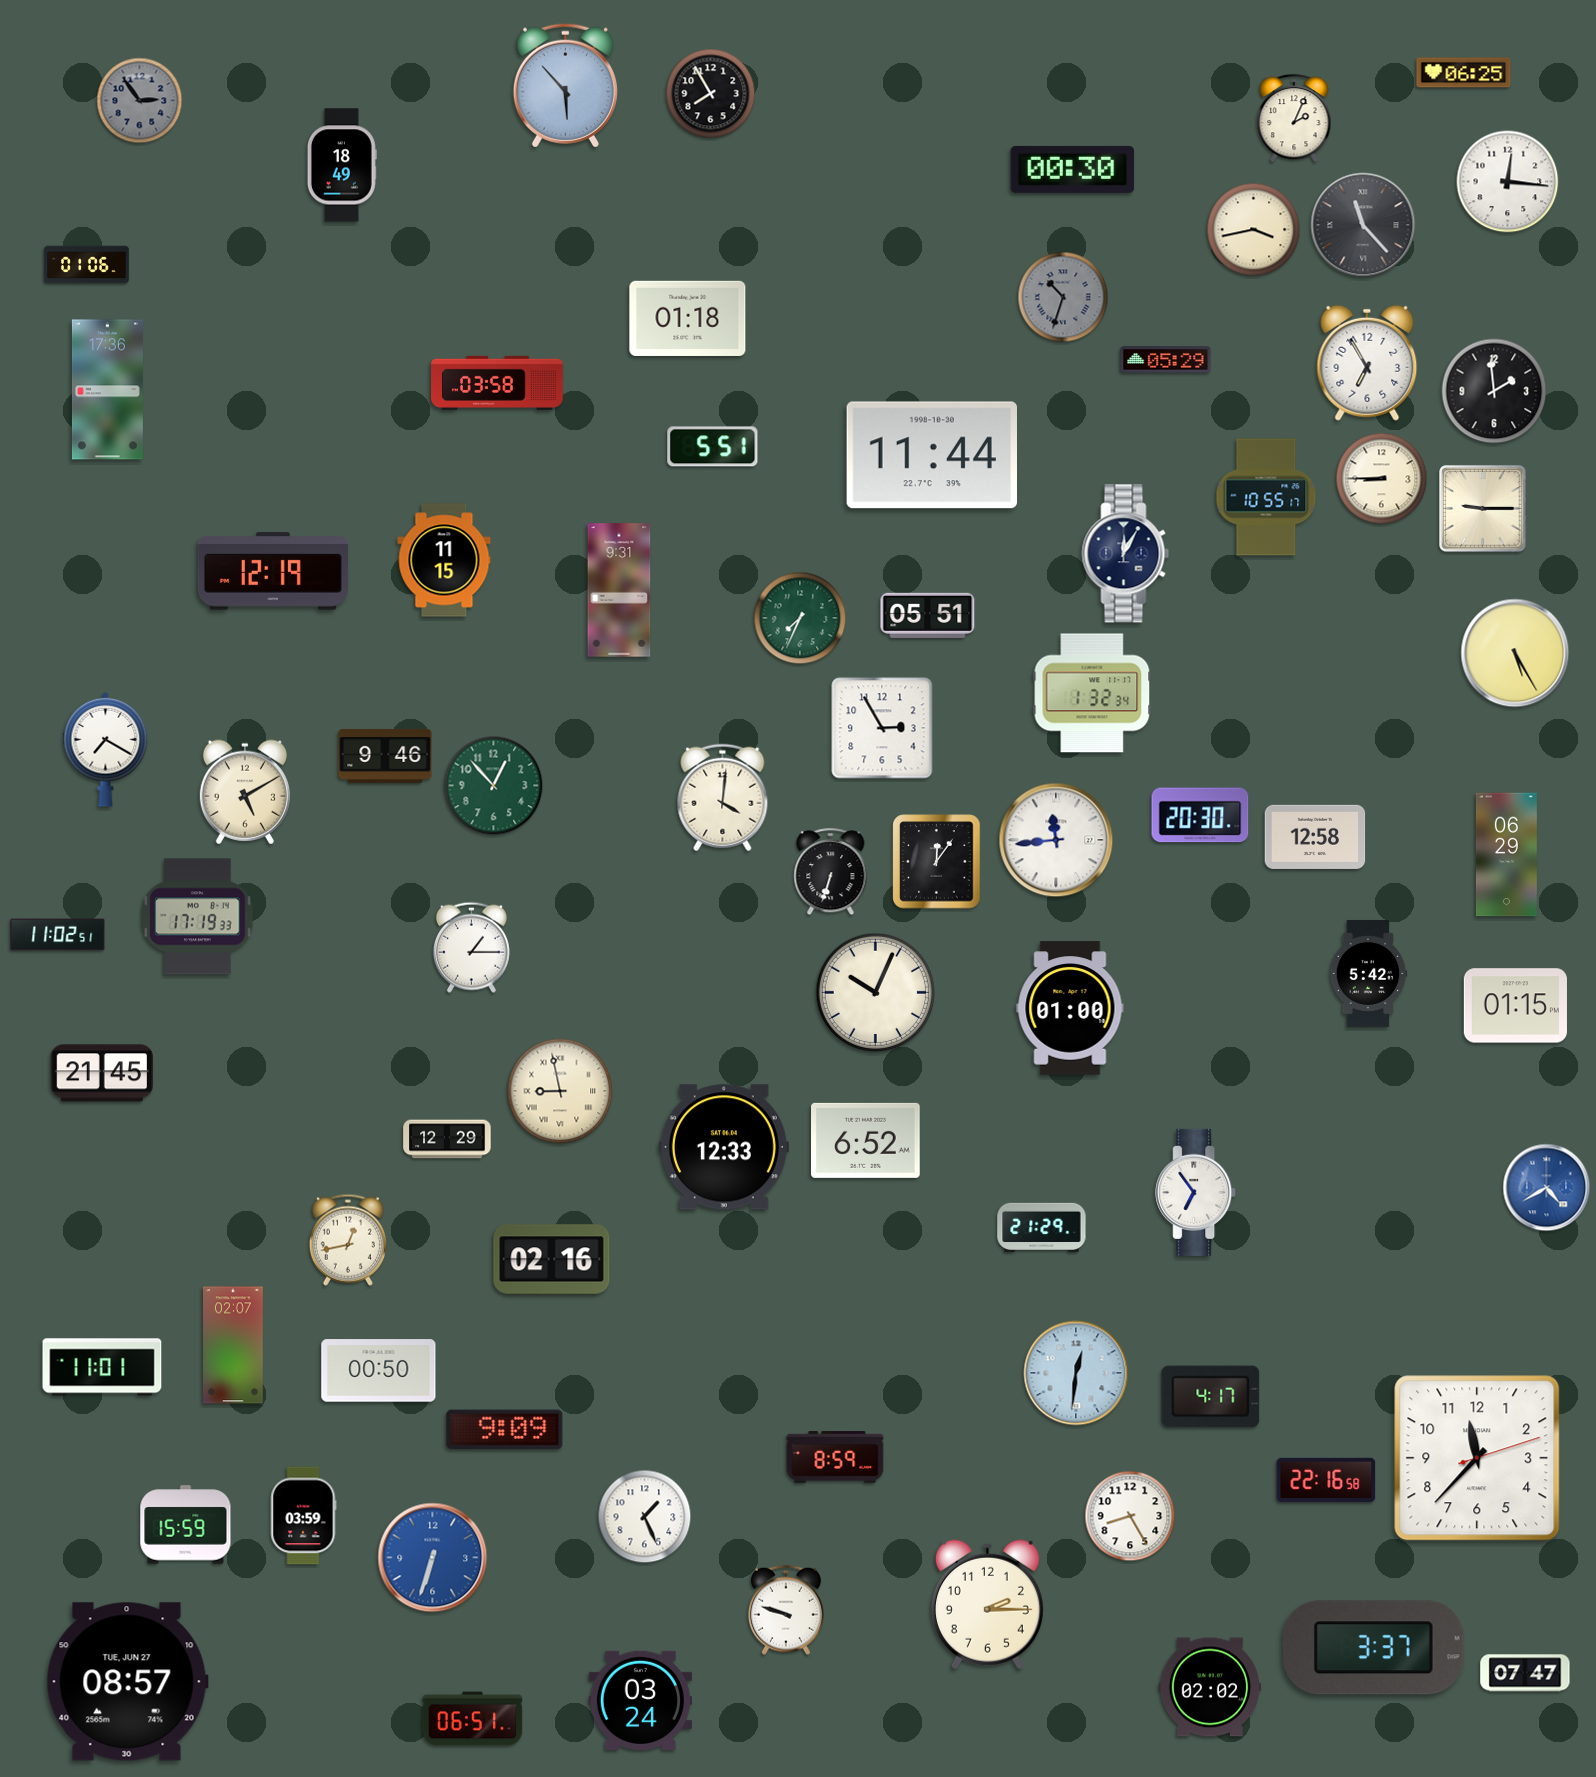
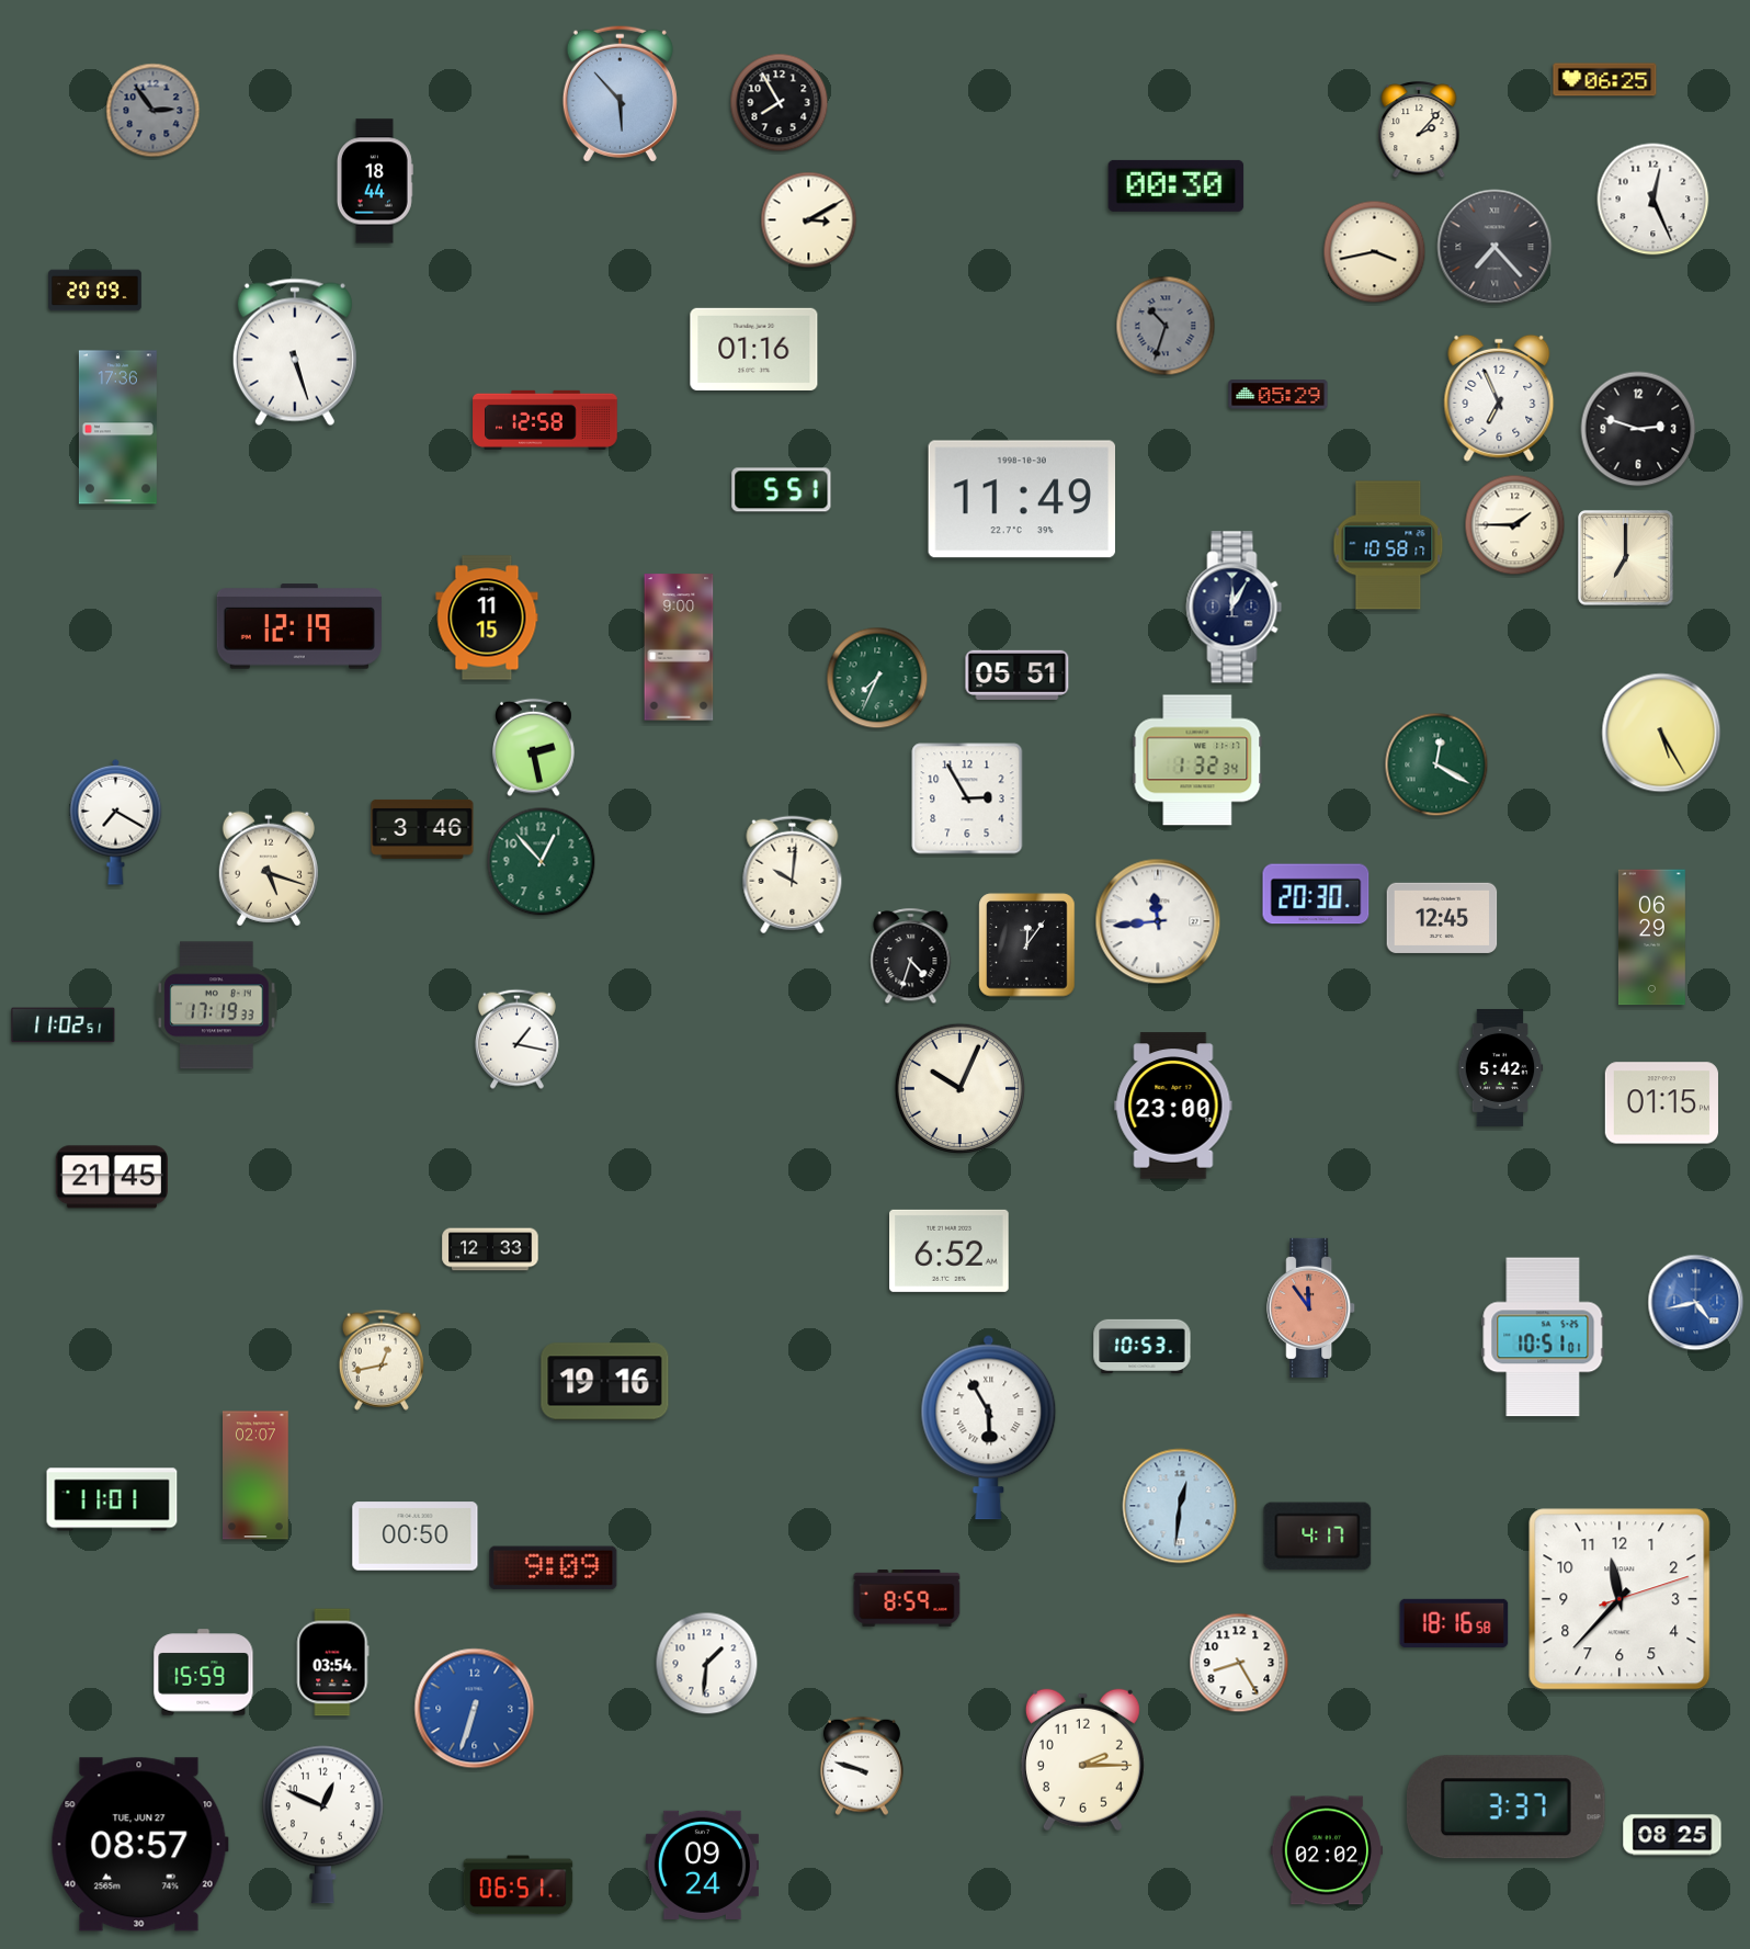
clock at (1294, 119): 2:04 -> 2:07
clock at (342, 165): 18:49 -> 18:44
clock at (1508, 182): 12:16 -> 12:26
clock at (809, 220): none -> 3:10
clock at (1363, 225): 11:23 -> 7:23
clock at (87, 265): 01:06 -> 20:09
clock at (688, 318): 01:18 -> 01:16
clock at (295, 352): none -> 5:27
clock at (1367, 363): 6:55 -> 6:56
clock at (497, 383): 03:58 -> 12:58
clock at (1494, 391): 1:59 -> 2:48
clock at (931, 455): 11:44 -> 11:49
clock at (1382, 479): 8:45 -> 1:45
clock at (1266, 497): 10:55 -> 10:58
clock at (1483, 509): 9:15 -> 7:00
clock at (444, 560) position: (444, 560) -> (487, 617)
clock at (619, 590): 9:31 -> 9:00
clock at (1515, 653) position: (1515, 653) -> (1661, 733)
clock at (534, 748): none -> 2:28
clock at (1436, 764): none -> 12:20
clock at (385, 756): 9:46 -> 3:46
clock at (245, 792): 5:10 -> 5:18
clock at (723, 798): 4:01 -> 10:01
clock at (1315, 837): 12:58 -> 12:45
clock at (831, 872): 6:33 -> 4:33
clock at (471, 947): 1:15 -> 1:17
clock at (1070, 1008): 01:00 -> 23:00
clock at (560, 1091): 8:58 -> none
clock at (447, 1139): 12:29 -> 12:33
clock at (724, 1147): 12:33 -> none
clock at (1547, 1188): 4:40 -> 4:43
clock at (1196, 1192): 6:54 -> 11:54
clock at (1196, 1192) dial: white -> salmon
clock at (1543, 1337): none -> 10:51
clock at (1042, 1227): 21:29 -> 10:53
clock at (552, 1260): 02:16 -> 19:16
clock at (989, 1427): none -> 5:55
clock at (379, 1371) position: (379, 1371) -> (416, 1537)
clock at (1211, 1397) position: (1211, 1397) -> (1318, 1537)
clock at (835, 1457) position: (835, 1457) -> (907, 1598)
clock at (1326, 1480): 22:16 -> 18:16
clock at (303, 1516): 03:59 -> 03:54
clock at (645, 1517): 1:26 -> 1:31
clock at (322, 1824): none -> 12:49
clock at (1525, 1673): 07:47 -> 08:25
clock at (640, 1700): 03:24 -> 09:24
